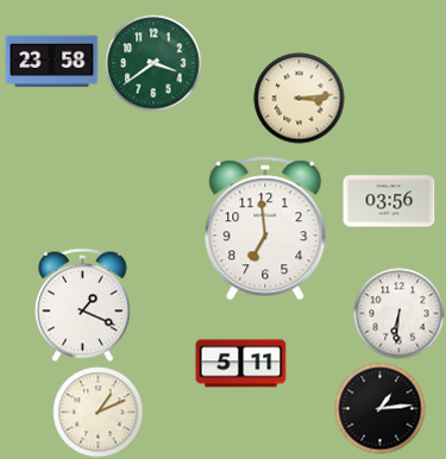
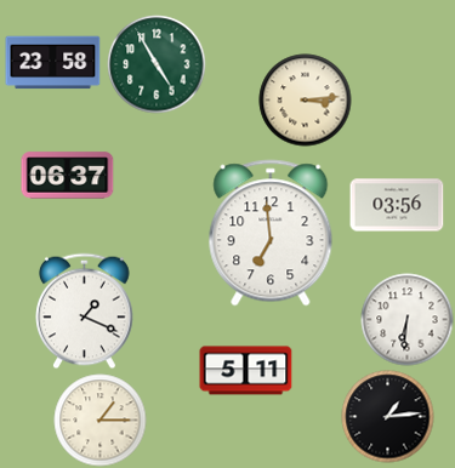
clock at (153, 63): 3:39 -> 4:55
clock at (68, 176): none -> 06:37
clock at (99, 413): 1:11 -> 1:15
